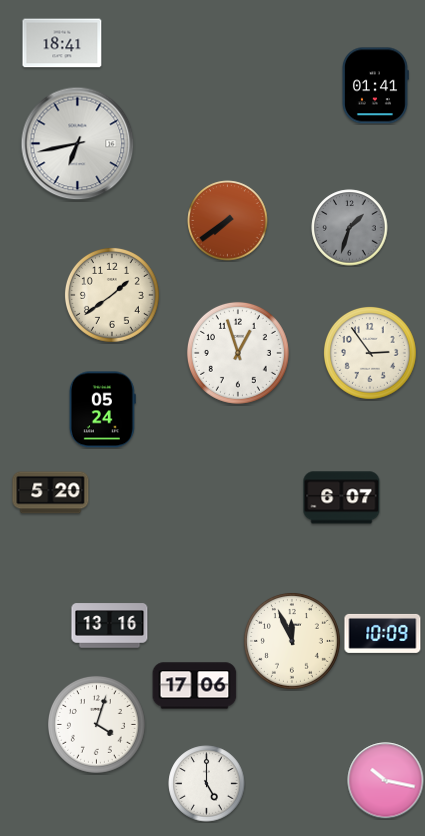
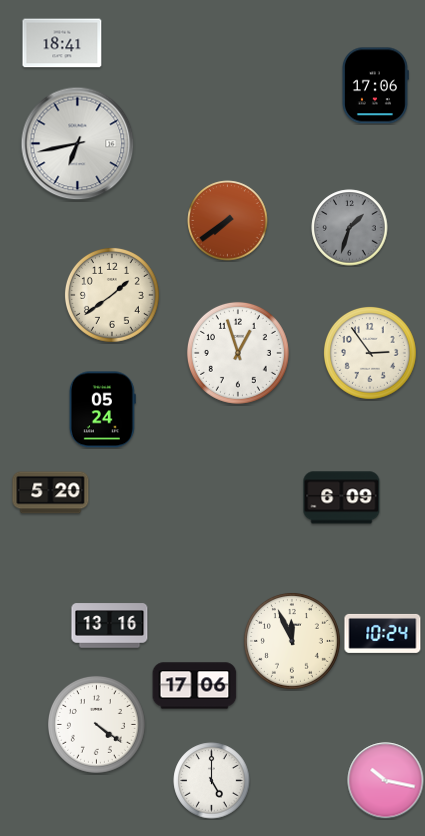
clock at (375, 86): 01:41 -> 17:06
clock at (342, 498): 6:07 -> 6:09
clock at (383, 633): 10:09 -> 10:24
clock at (96, 724): 4:03 -> 4:21
clock at (207, 784) position: (207, 784) -> (212, 781)
